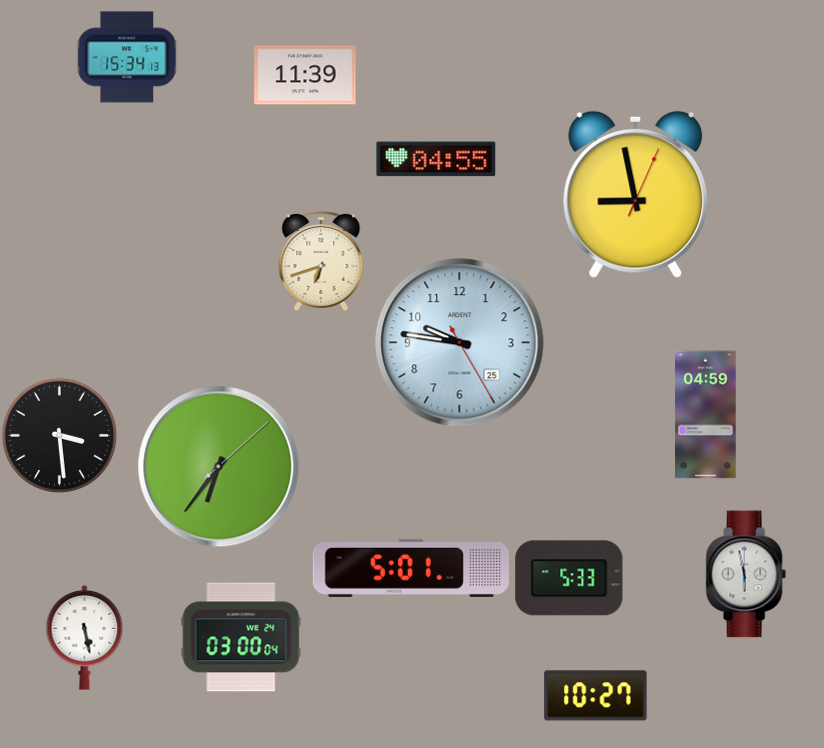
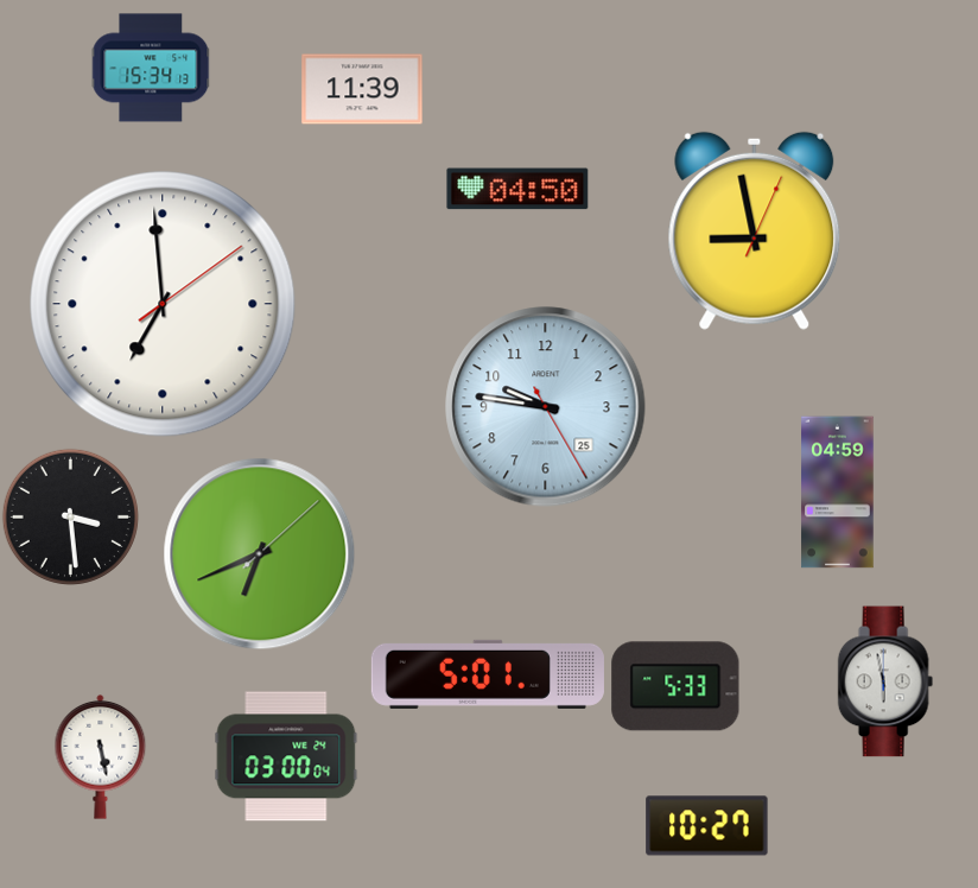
clock at (436, 159): 04:55 -> 04:50
clock at (163, 304): none -> 6:59
clock at (321, 261): 6:42 -> none
clock at (219, 467): 6:36 -> 6:41
